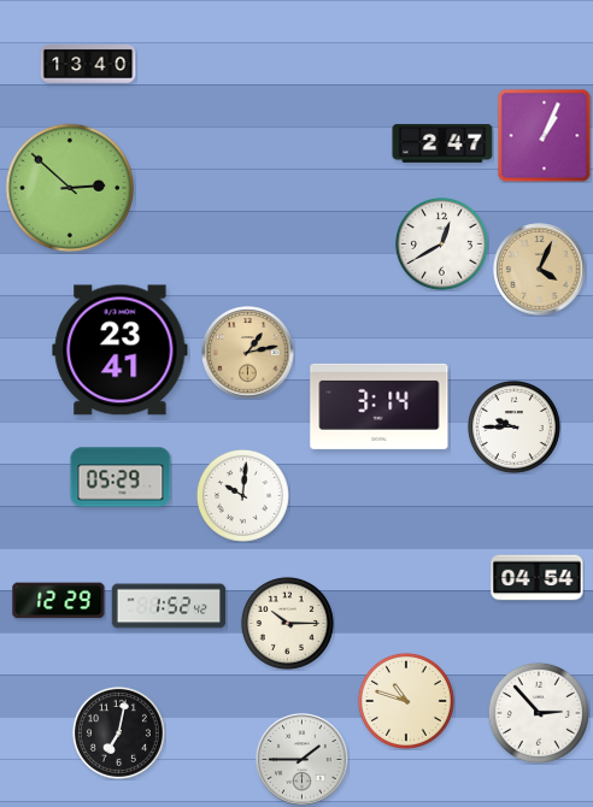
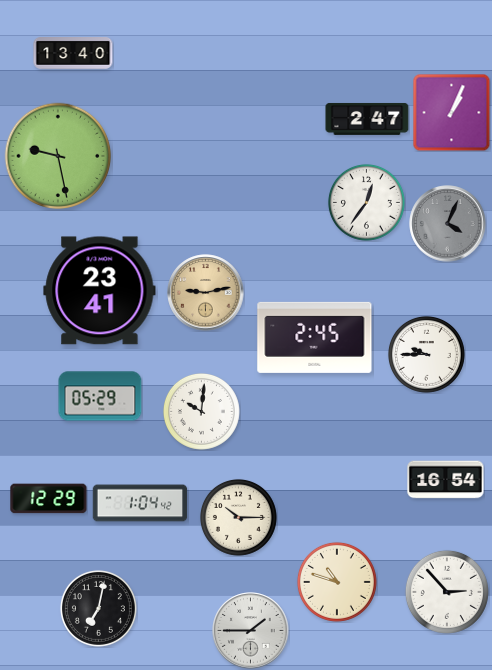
clock at (70, 188): 2:52 -> 9:28
clock at (441, 243): 12:40 -> 12:36
clock at (540, 270) dial: champagne -> grey
clock at (248, 353): 1:13 -> 9:13
clock at (380, 406): 3:14 -> 2:45
clock at (538, 578): 04:54 -> 16:54
clock at (169, 606): 1:52 -> 1:04
